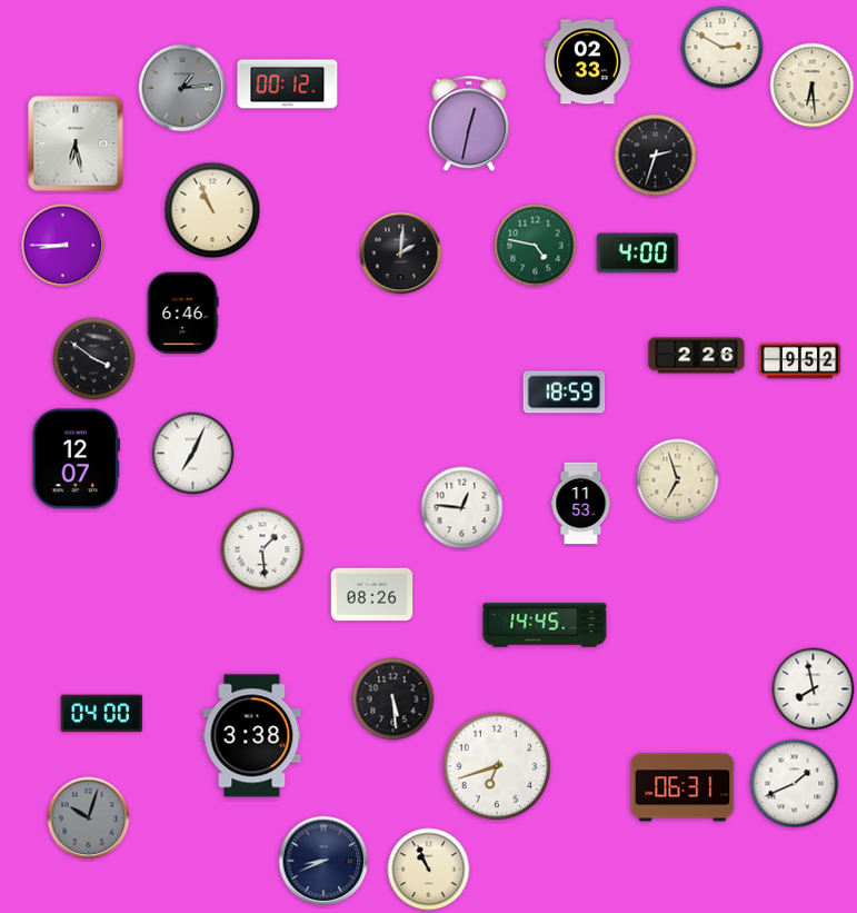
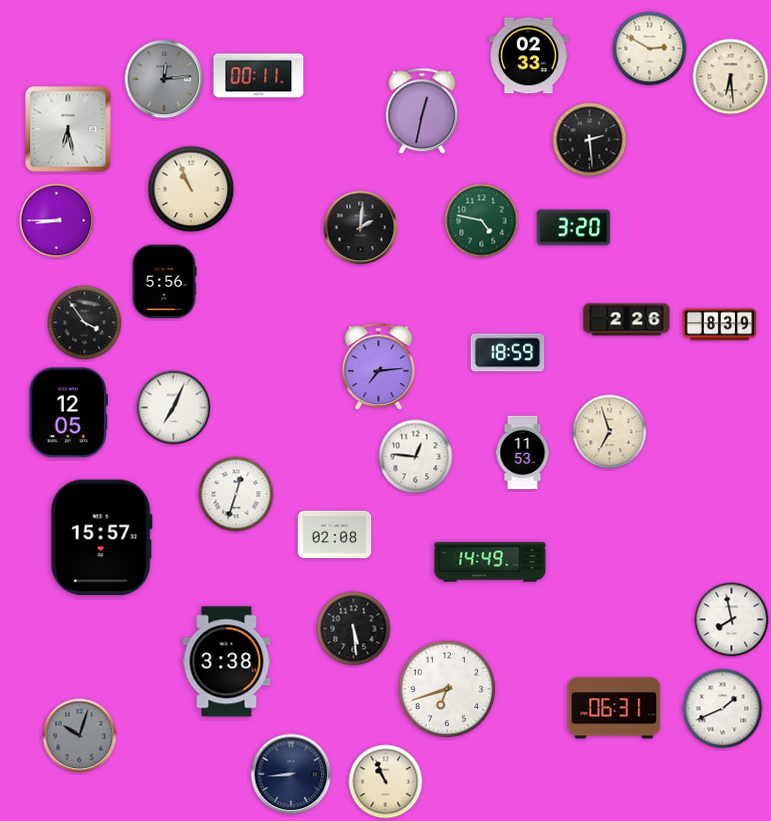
clock at (723, 48) position: (723, 48) -> (650, 49)
clock at (288, 85): 00:12 -> 00:11
clock at (182, 88): 1:14 -> 12:14
clock at (656, 156): 2:33 -> 2:29
clock at (638, 254): 4:00 -> 3:20
clock at (182, 314): 6:46 -> 5:56
clock at (94, 359): 3:51 -> 3:54
clock at (800, 361): 9:52 -> 8:39
clock at (379, 367): none -> 7:14
clock at (76, 459): 12:07 -> 12:05
clock at (262, 549): 1:29 -> 12:33
clock at (372, 595): 08:26 -> 02:08
clock at (101, 538): none -> 15:57
clock at (545, 625): 14:45 -> 14:49
clock at (102, 714): 04:00 -> none
clock at (795, 784) position: (795, 784) -> (723, 709)
clock at (323, 861): 8:41 -> 8:44
